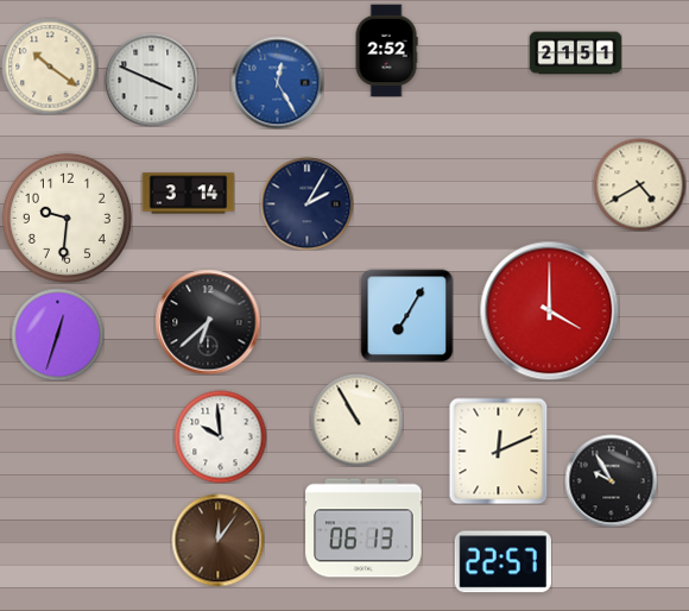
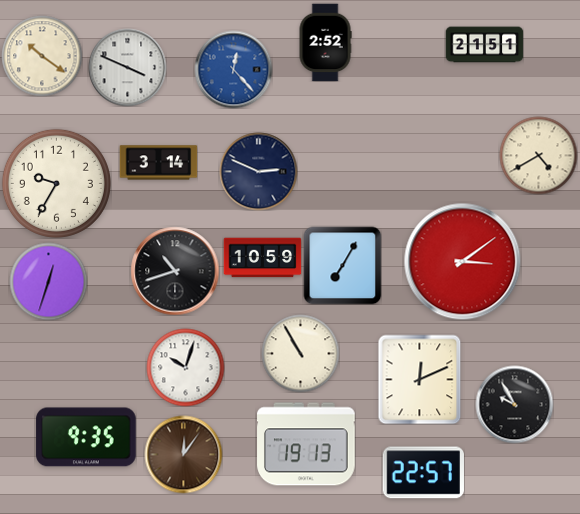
clock at (277, 82): 12:25 -> 12:23
clock at (306, 203): 2:05 -> 2:49
clock at (67, 218): 9:31 -> 9:35
clock at (262, 258): none -> 10:59
clock at (549, 310): 4:00 -> 3:09
clock at (208, 322): 6:38 -> 10:42
clock at (220, 436): 9:59 -> 10:03
clock at (86, 437): none -> 9:35
clock at (364, 528): 06:13 -> 19:13
